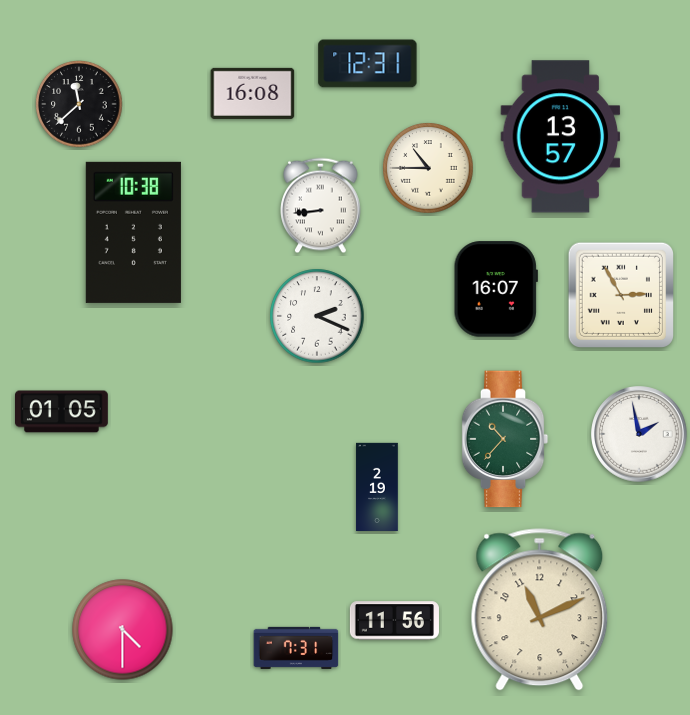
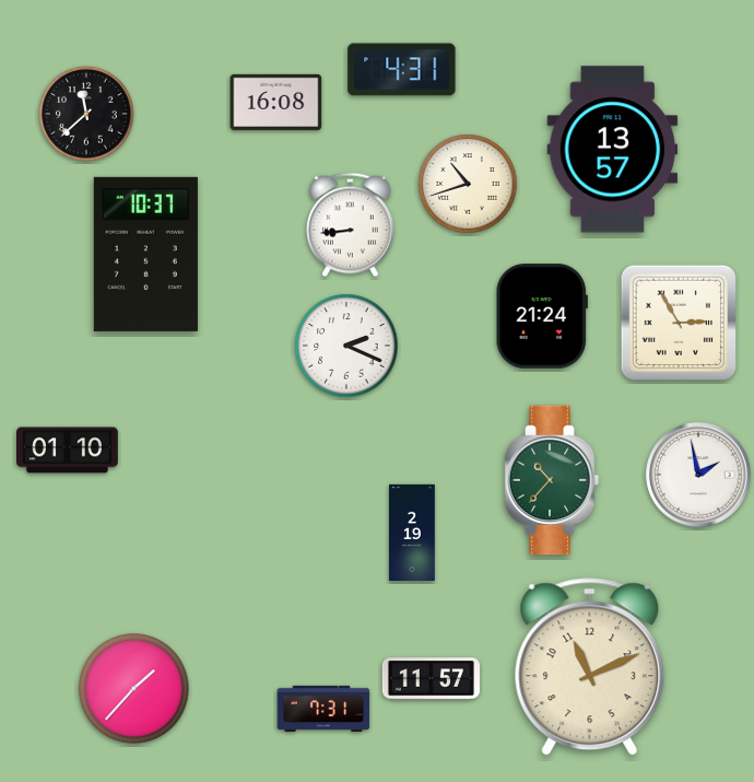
clock at (368, 64): 12:31 -> 4:31
clock at (428, 168): 10:45 -> 10:42
clock at (133, 232): 10:38 -> 10:37
clock at (496, 289): 16:07 -> 21:24
clock at (62, 412): 01:05 -> 01:10
clock at (394, 621): 11:56 -> 11:57
clock at (123, 630): 4:30 -> 1:37
